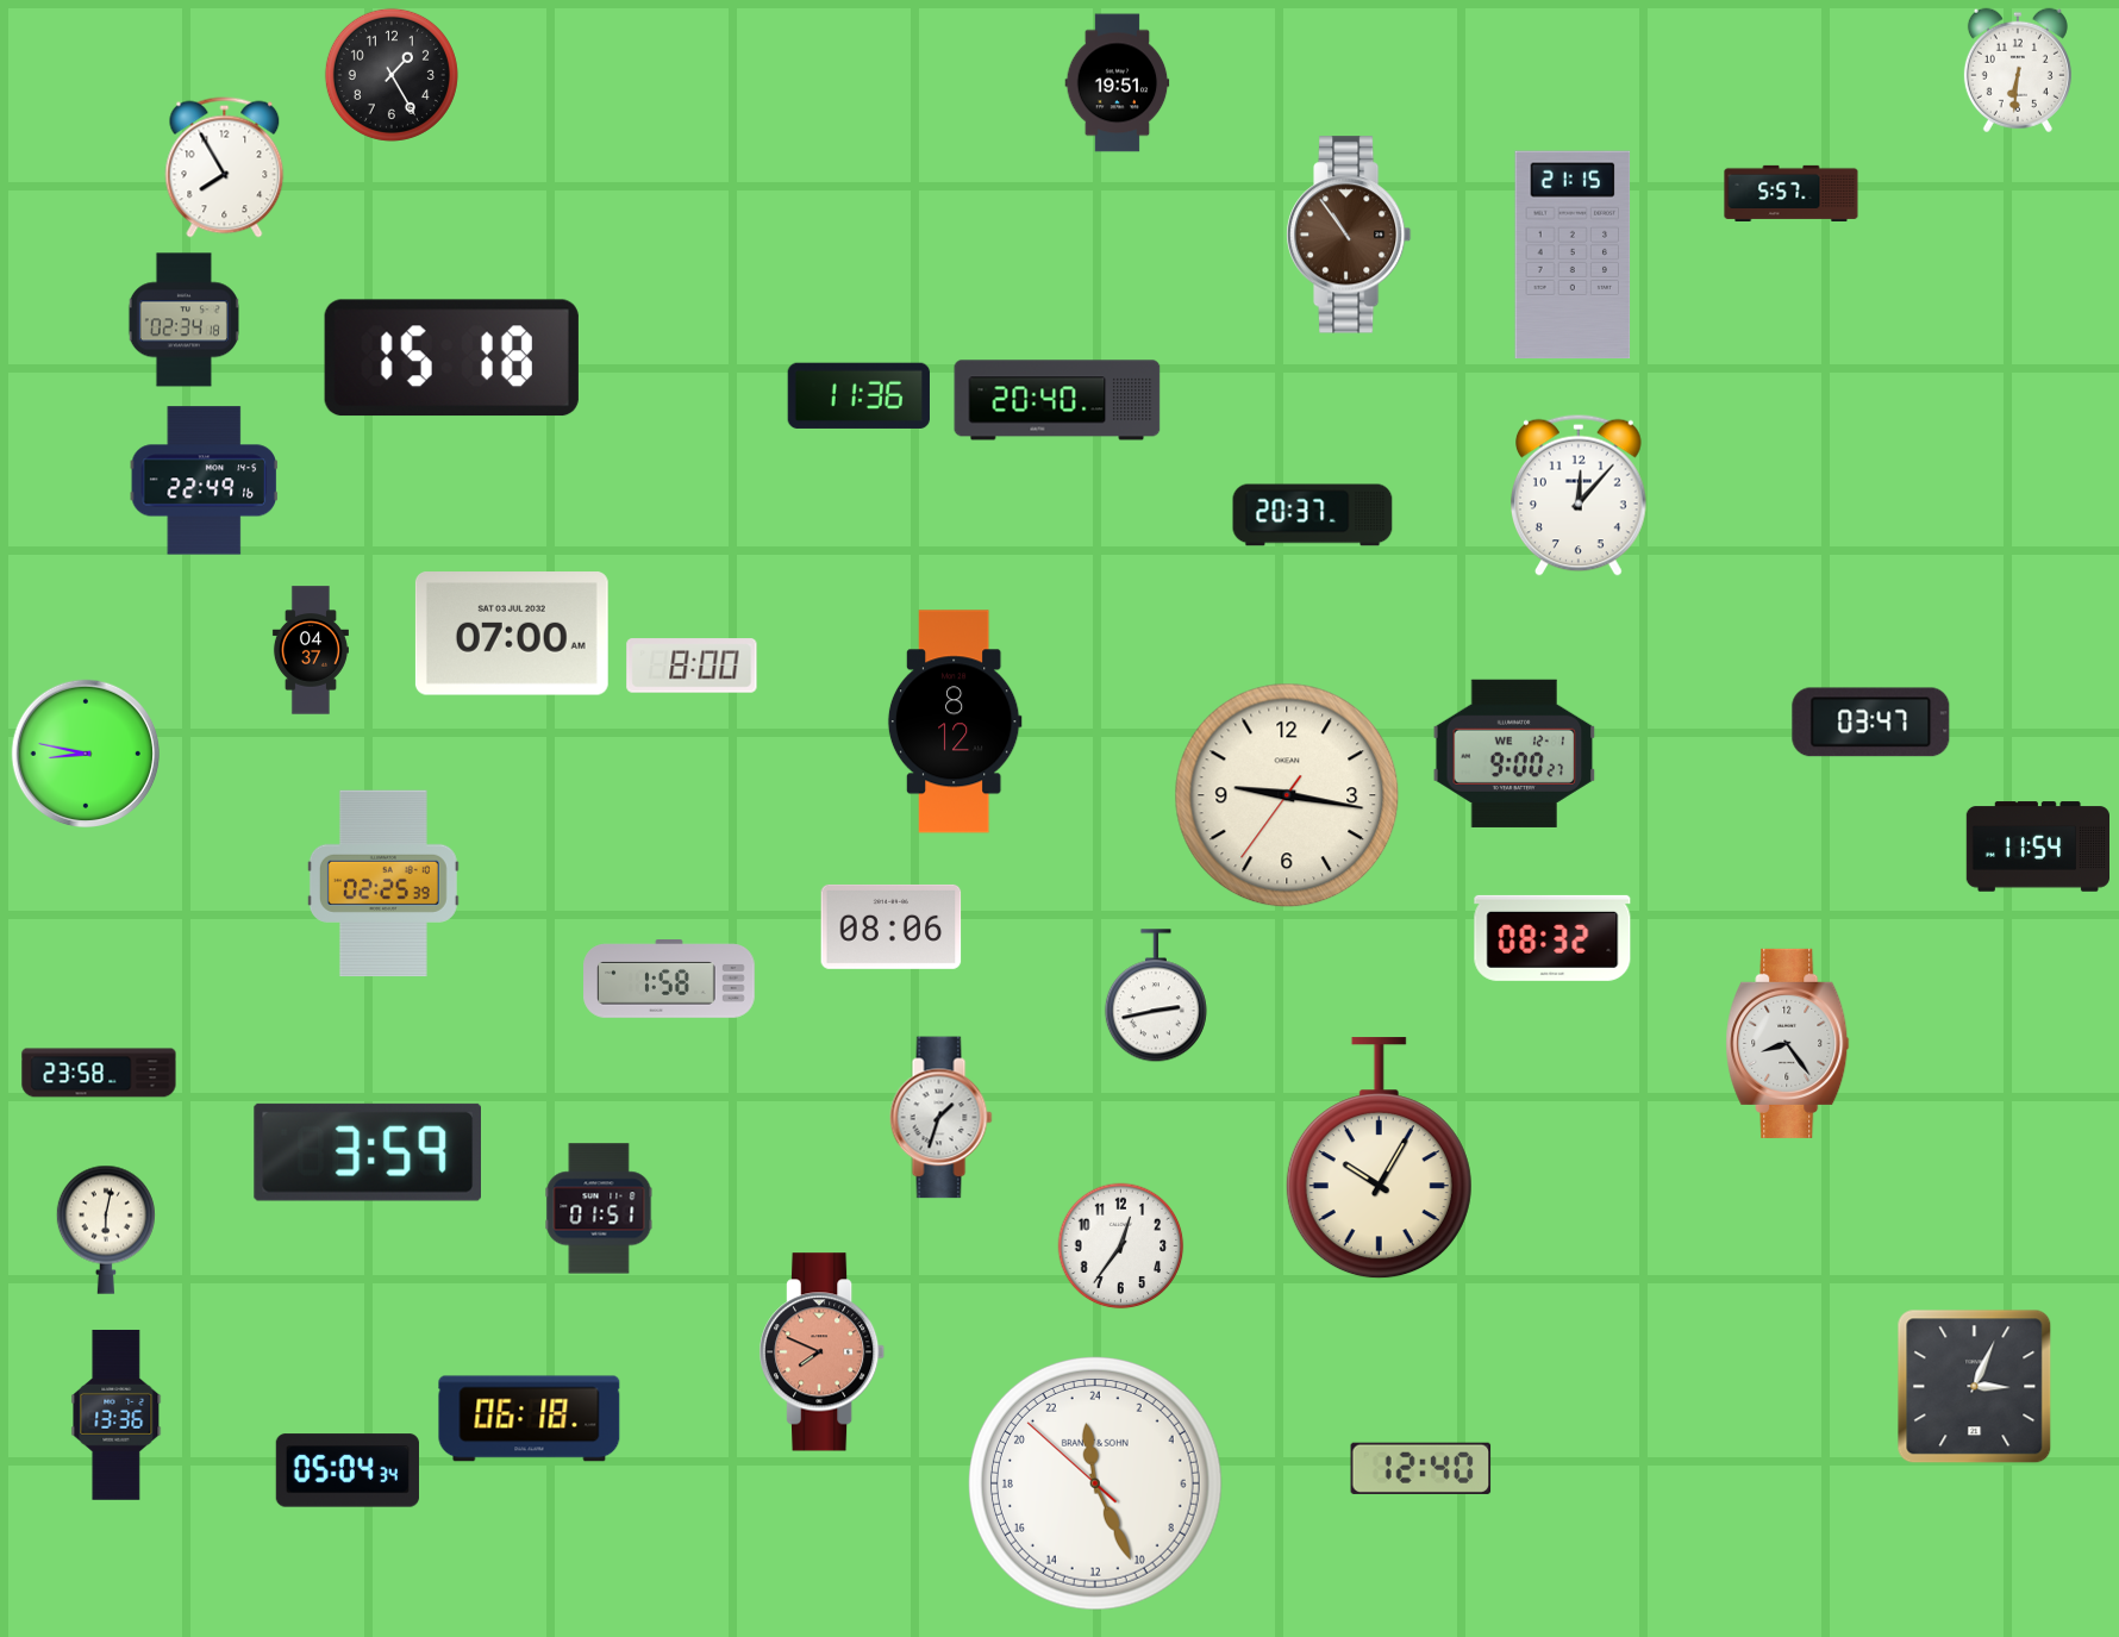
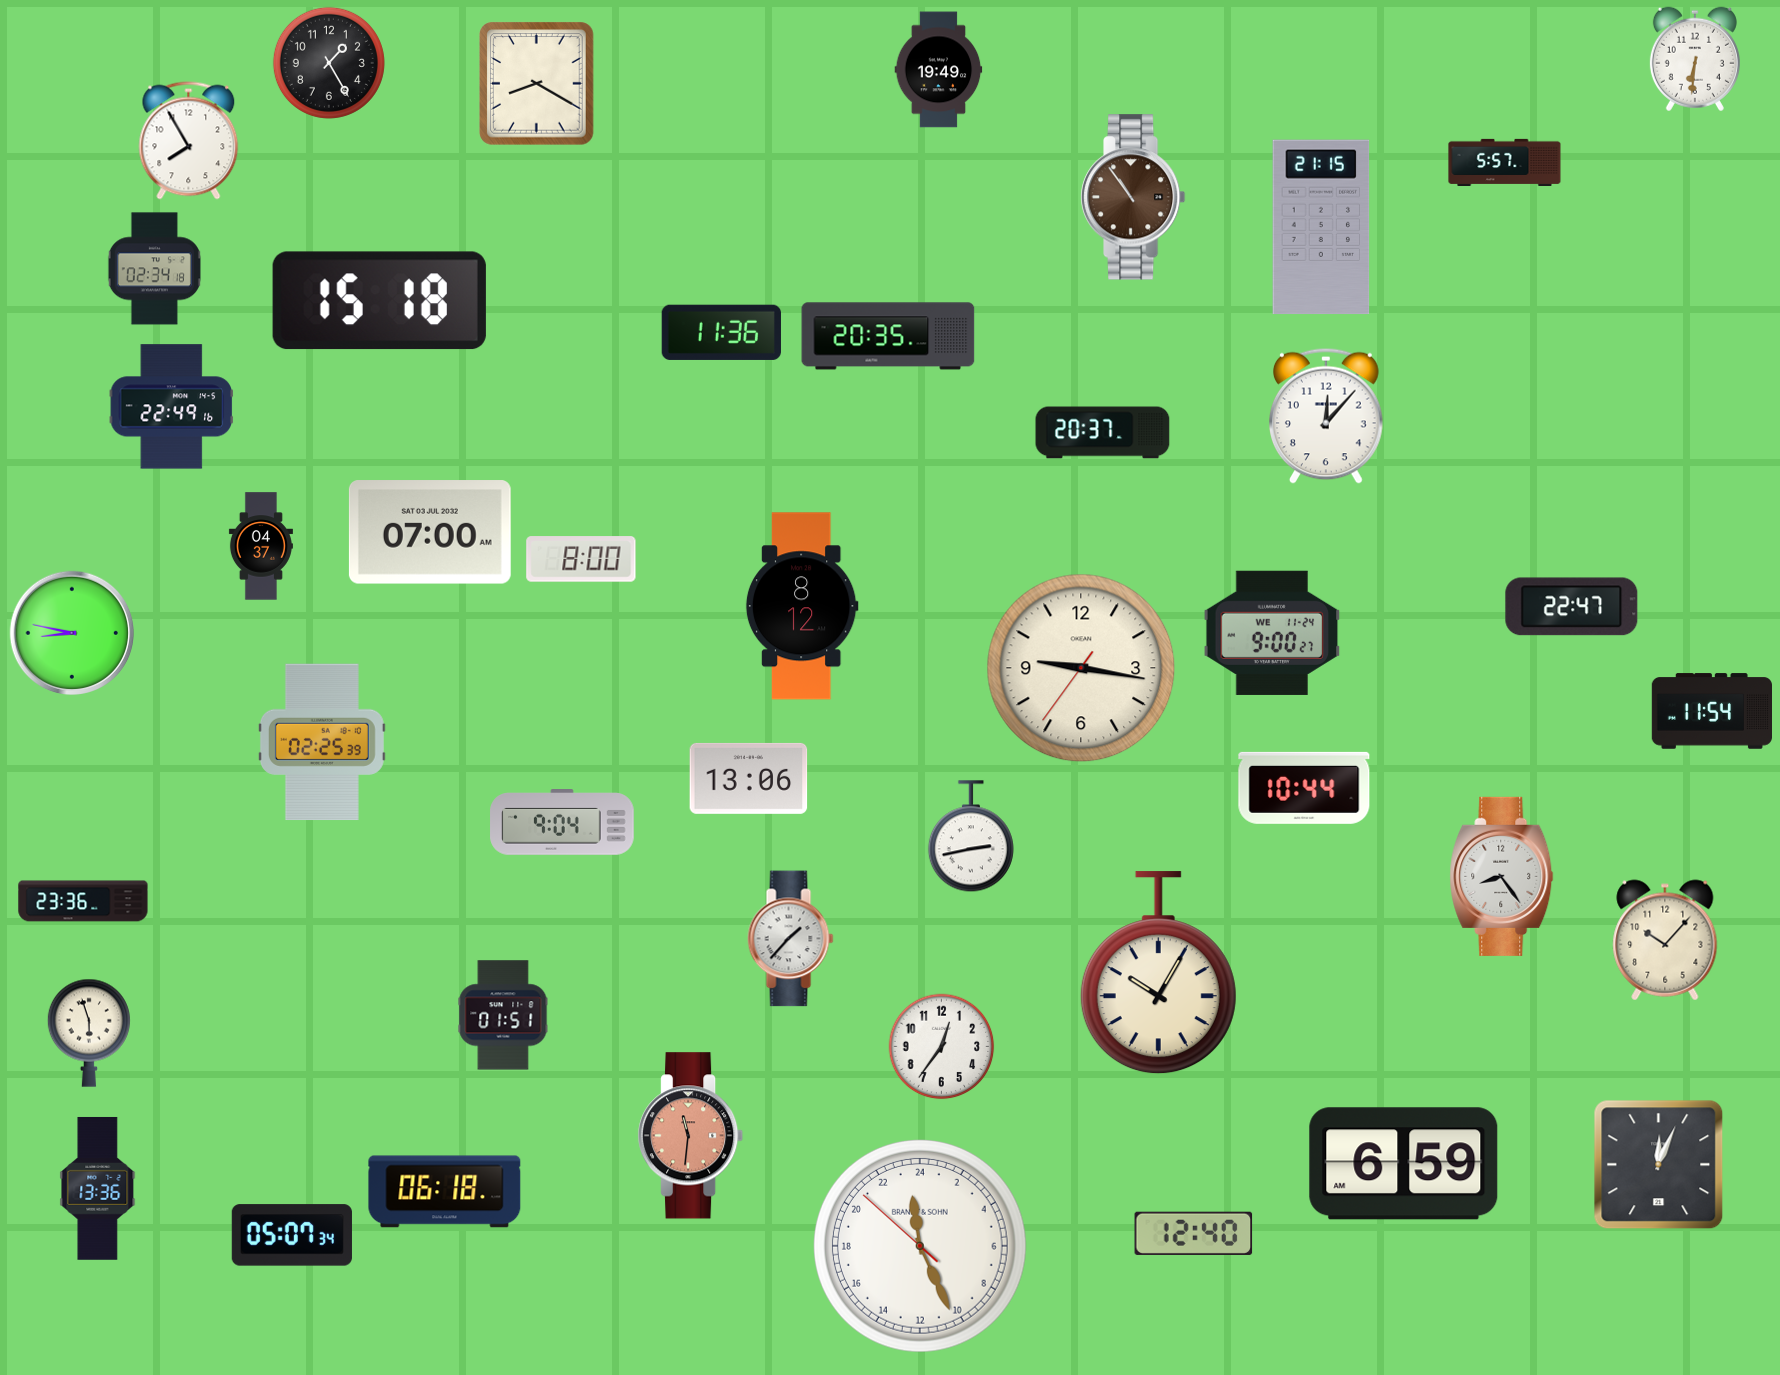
clock at (1118, 83): 19:51 -> 19:49
clock at (537, 84): none -> 8:20
clock at (1573, 255) position: (1573, 255) -> (1321, 227)
clock at (1057, 400): 20:40 -> 20:35
clock at (204, 481) position: (204, 481) -> (171, 407)
clock at (1871, 723): 03:47 -> 22:47
clock at (1514, 754) date: WE 12-1 -> WE 11-24
clock at (892, 926): 08:06 -> 13:06
clock at (1552, 938): 08:32 -> 10:44
clock at (669, 980): 1:58 -> 9:04
clock at (99, 1073): 23:58 -> 23:36
clock at (942, 1118): 1:33 -> 1:37
clock at (1665, 940): none -> 10:07
clock at (367, 1152): 3:59 -> none
clock at (106, 1230): 6:02 -> 5:57
clock at (823, 1352): 7:49 -> 11:31
clock at (1404, 1164): none -> 6:59
clock at (1975, 1387): 3:04 -> 12:04
clock at (348, 1470): 05:04 -> 05:07
